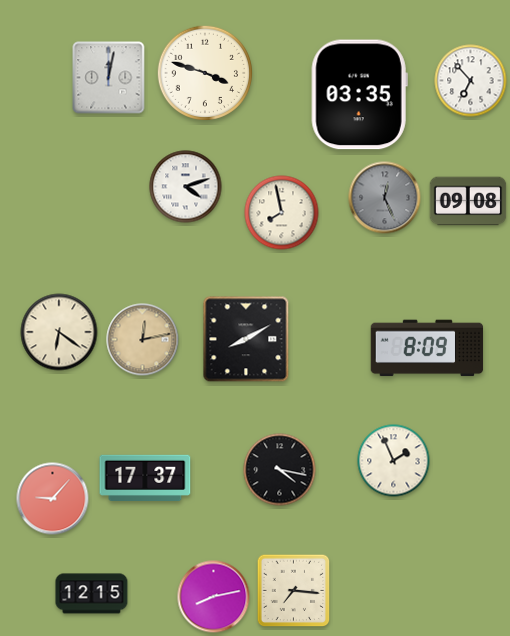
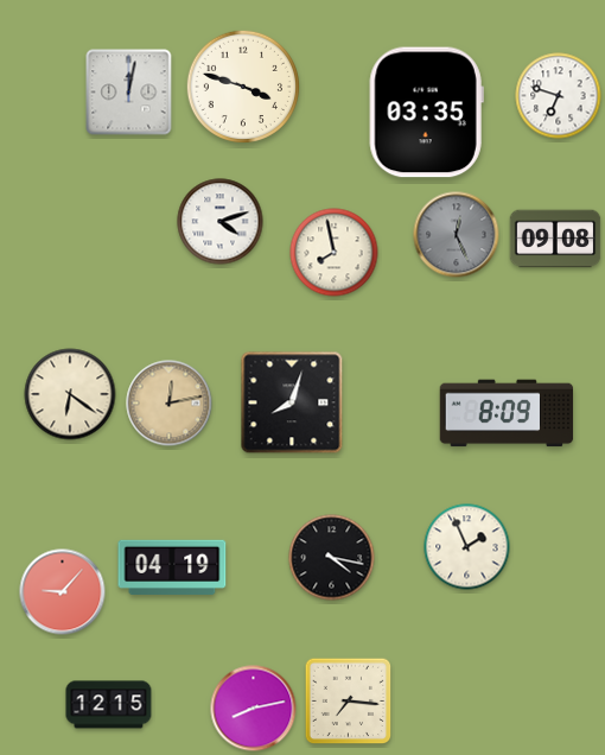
clock at (471, 81): 6:53 -> 6:48
clock at (246, 339): 8:10 -> 8:03
clock at (145, 478): 17:37 -> 04:19
